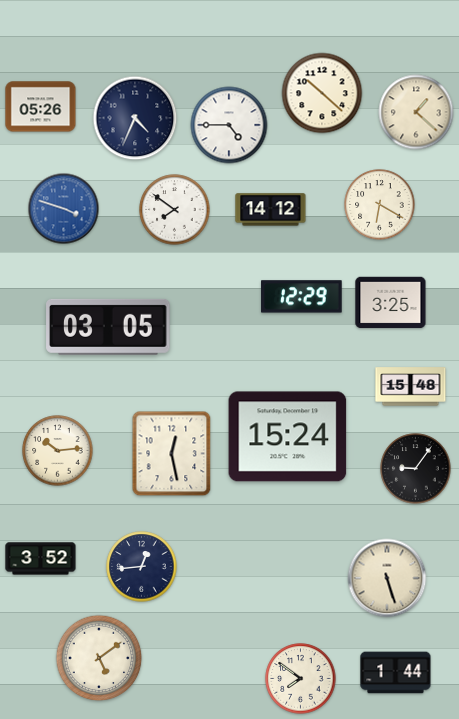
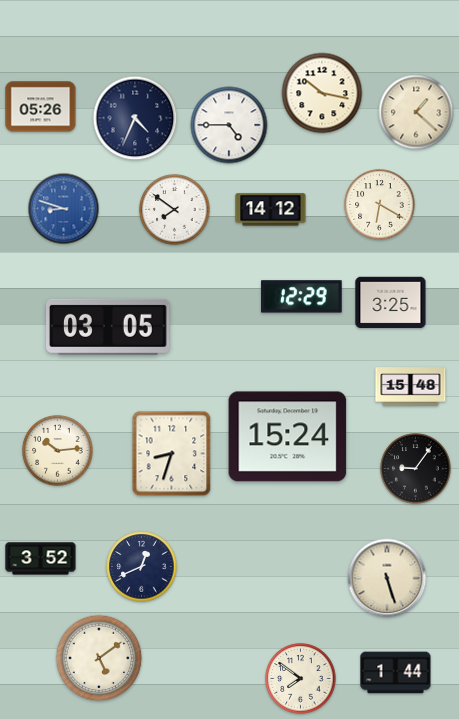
clock at (322, 93): 10:22 -> 10:17
clock at (64, 209): 3:48 -> 8:48
clock at (172, 454): 12:28 -> 8:33
clock at (142, 567): 12:44 -> 12:41
